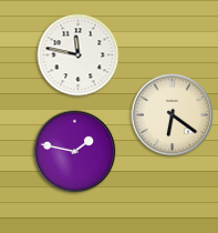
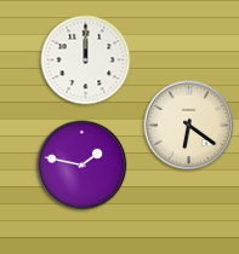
clock at (79, 55): 11:47 -> 12:00
